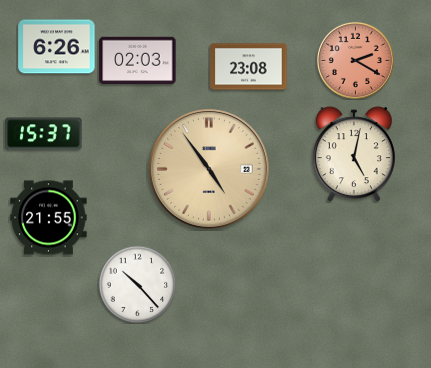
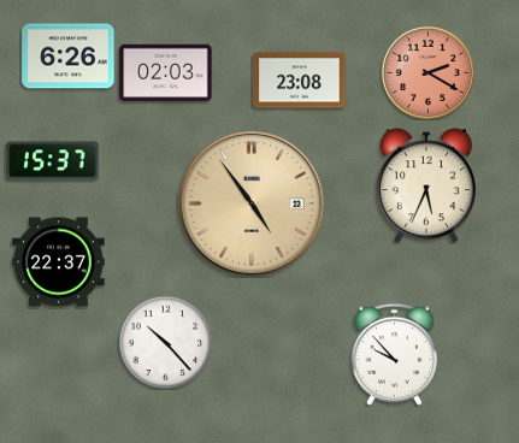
clock at (354, 154): 5:02 -> 5:34
clock at (49, 218): 21:55 -> 22:37
clock at (394, 354): none -> 9:53
